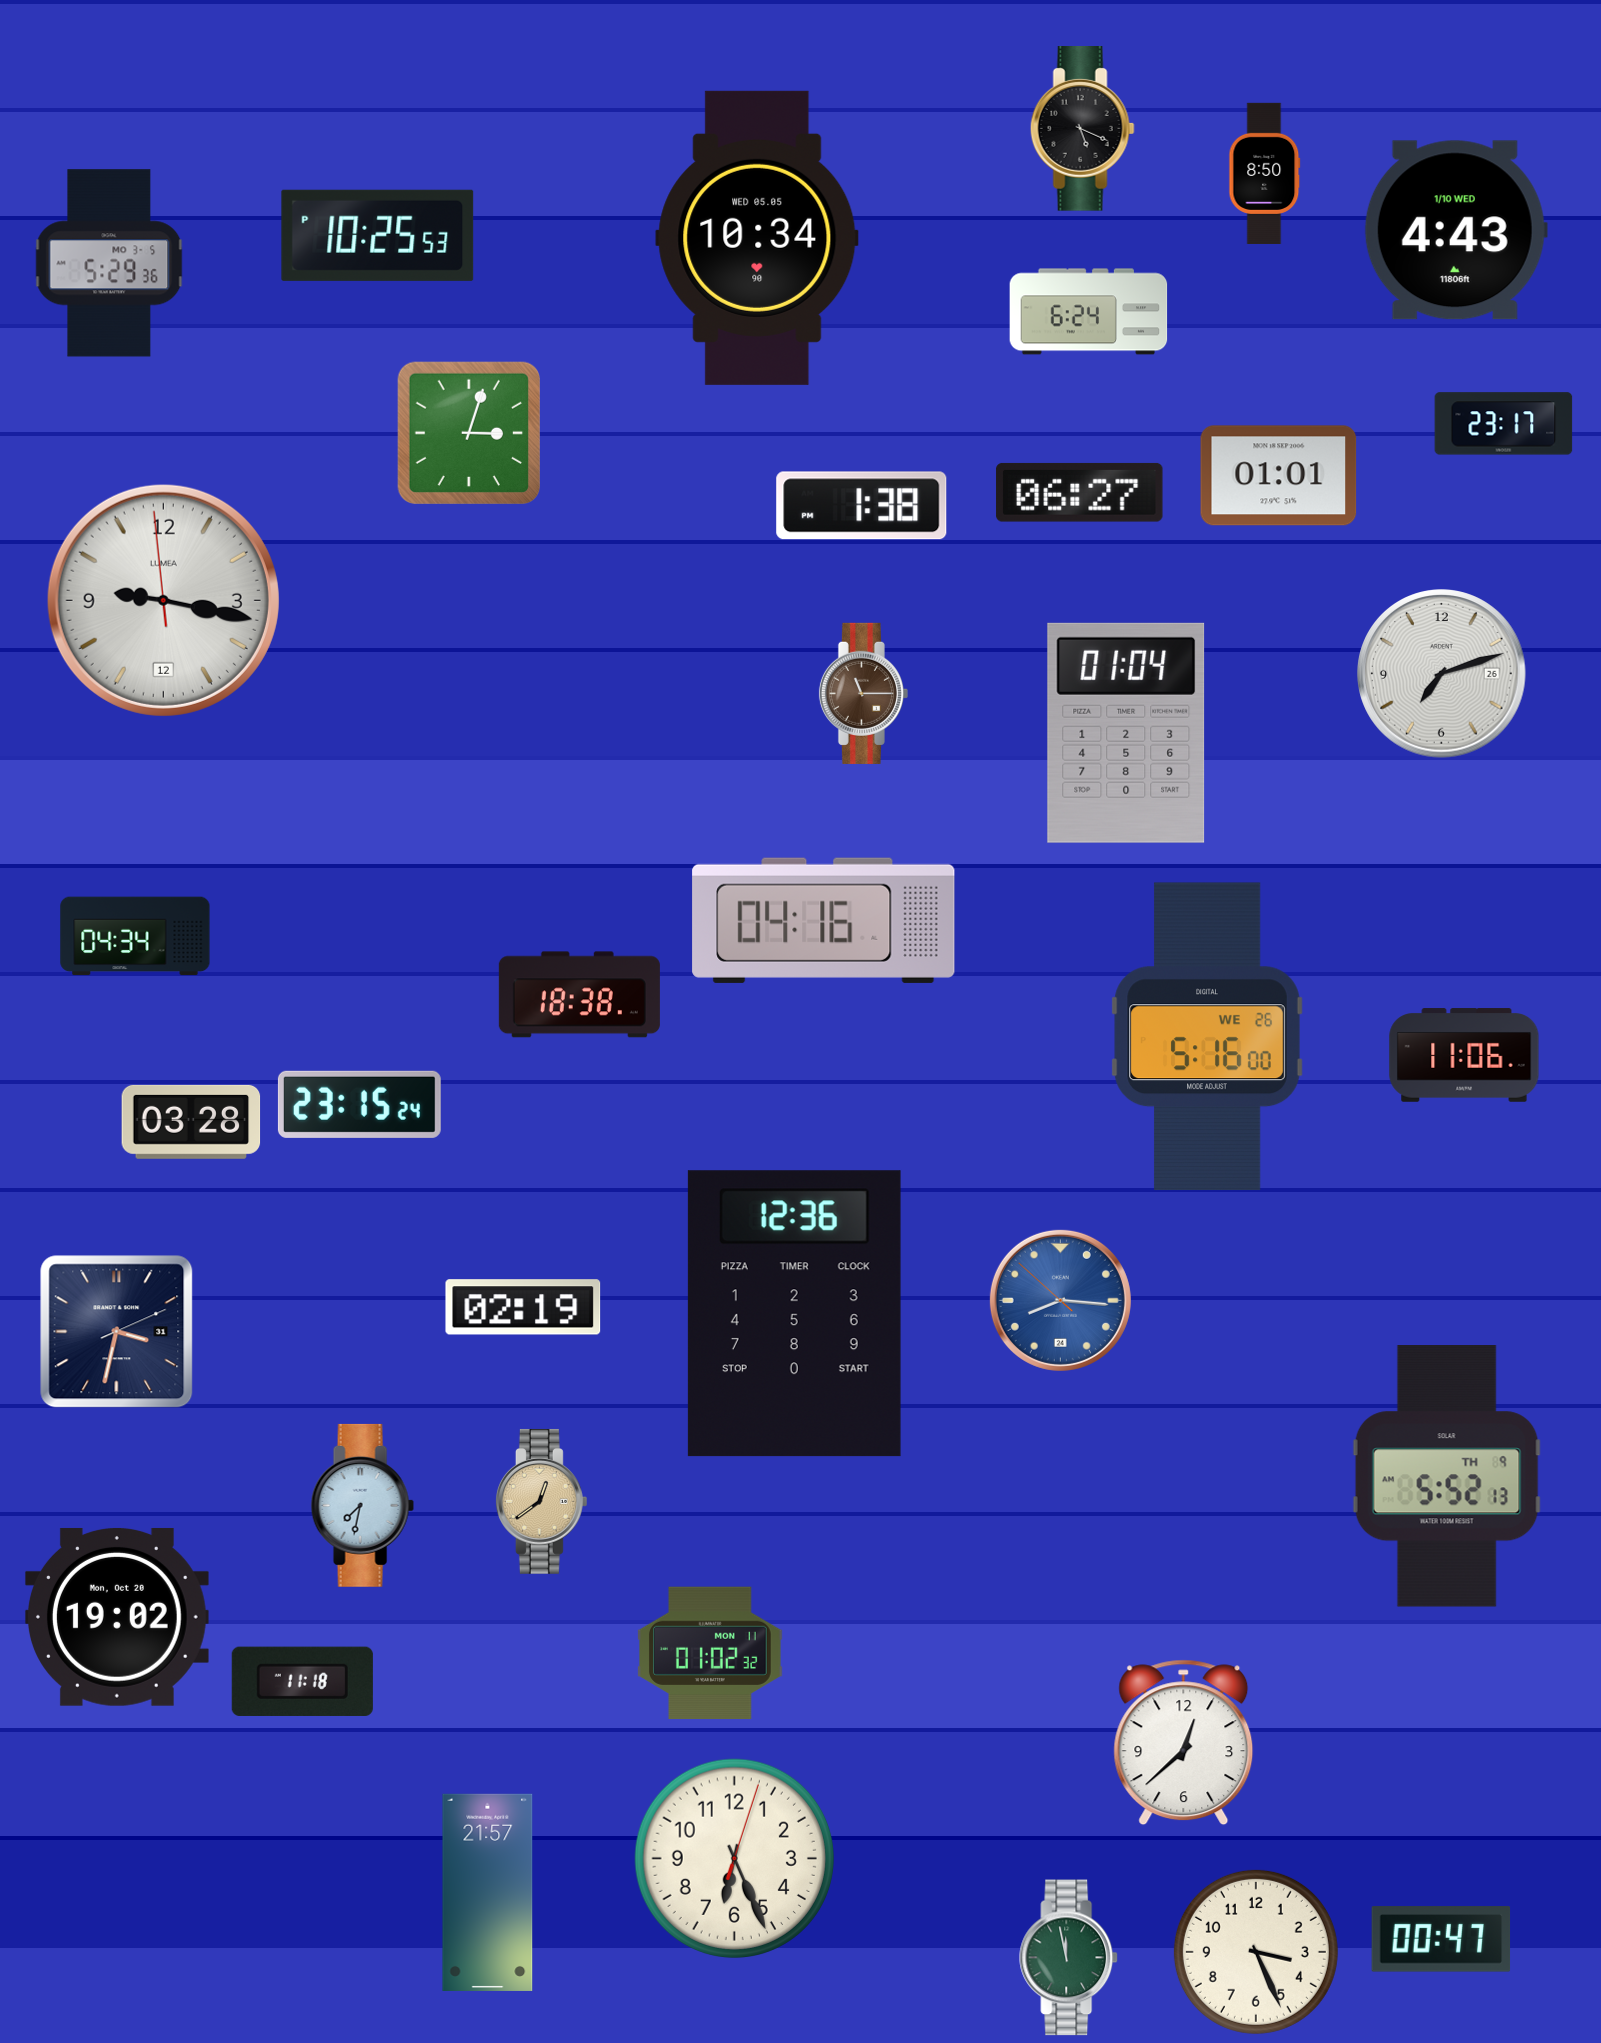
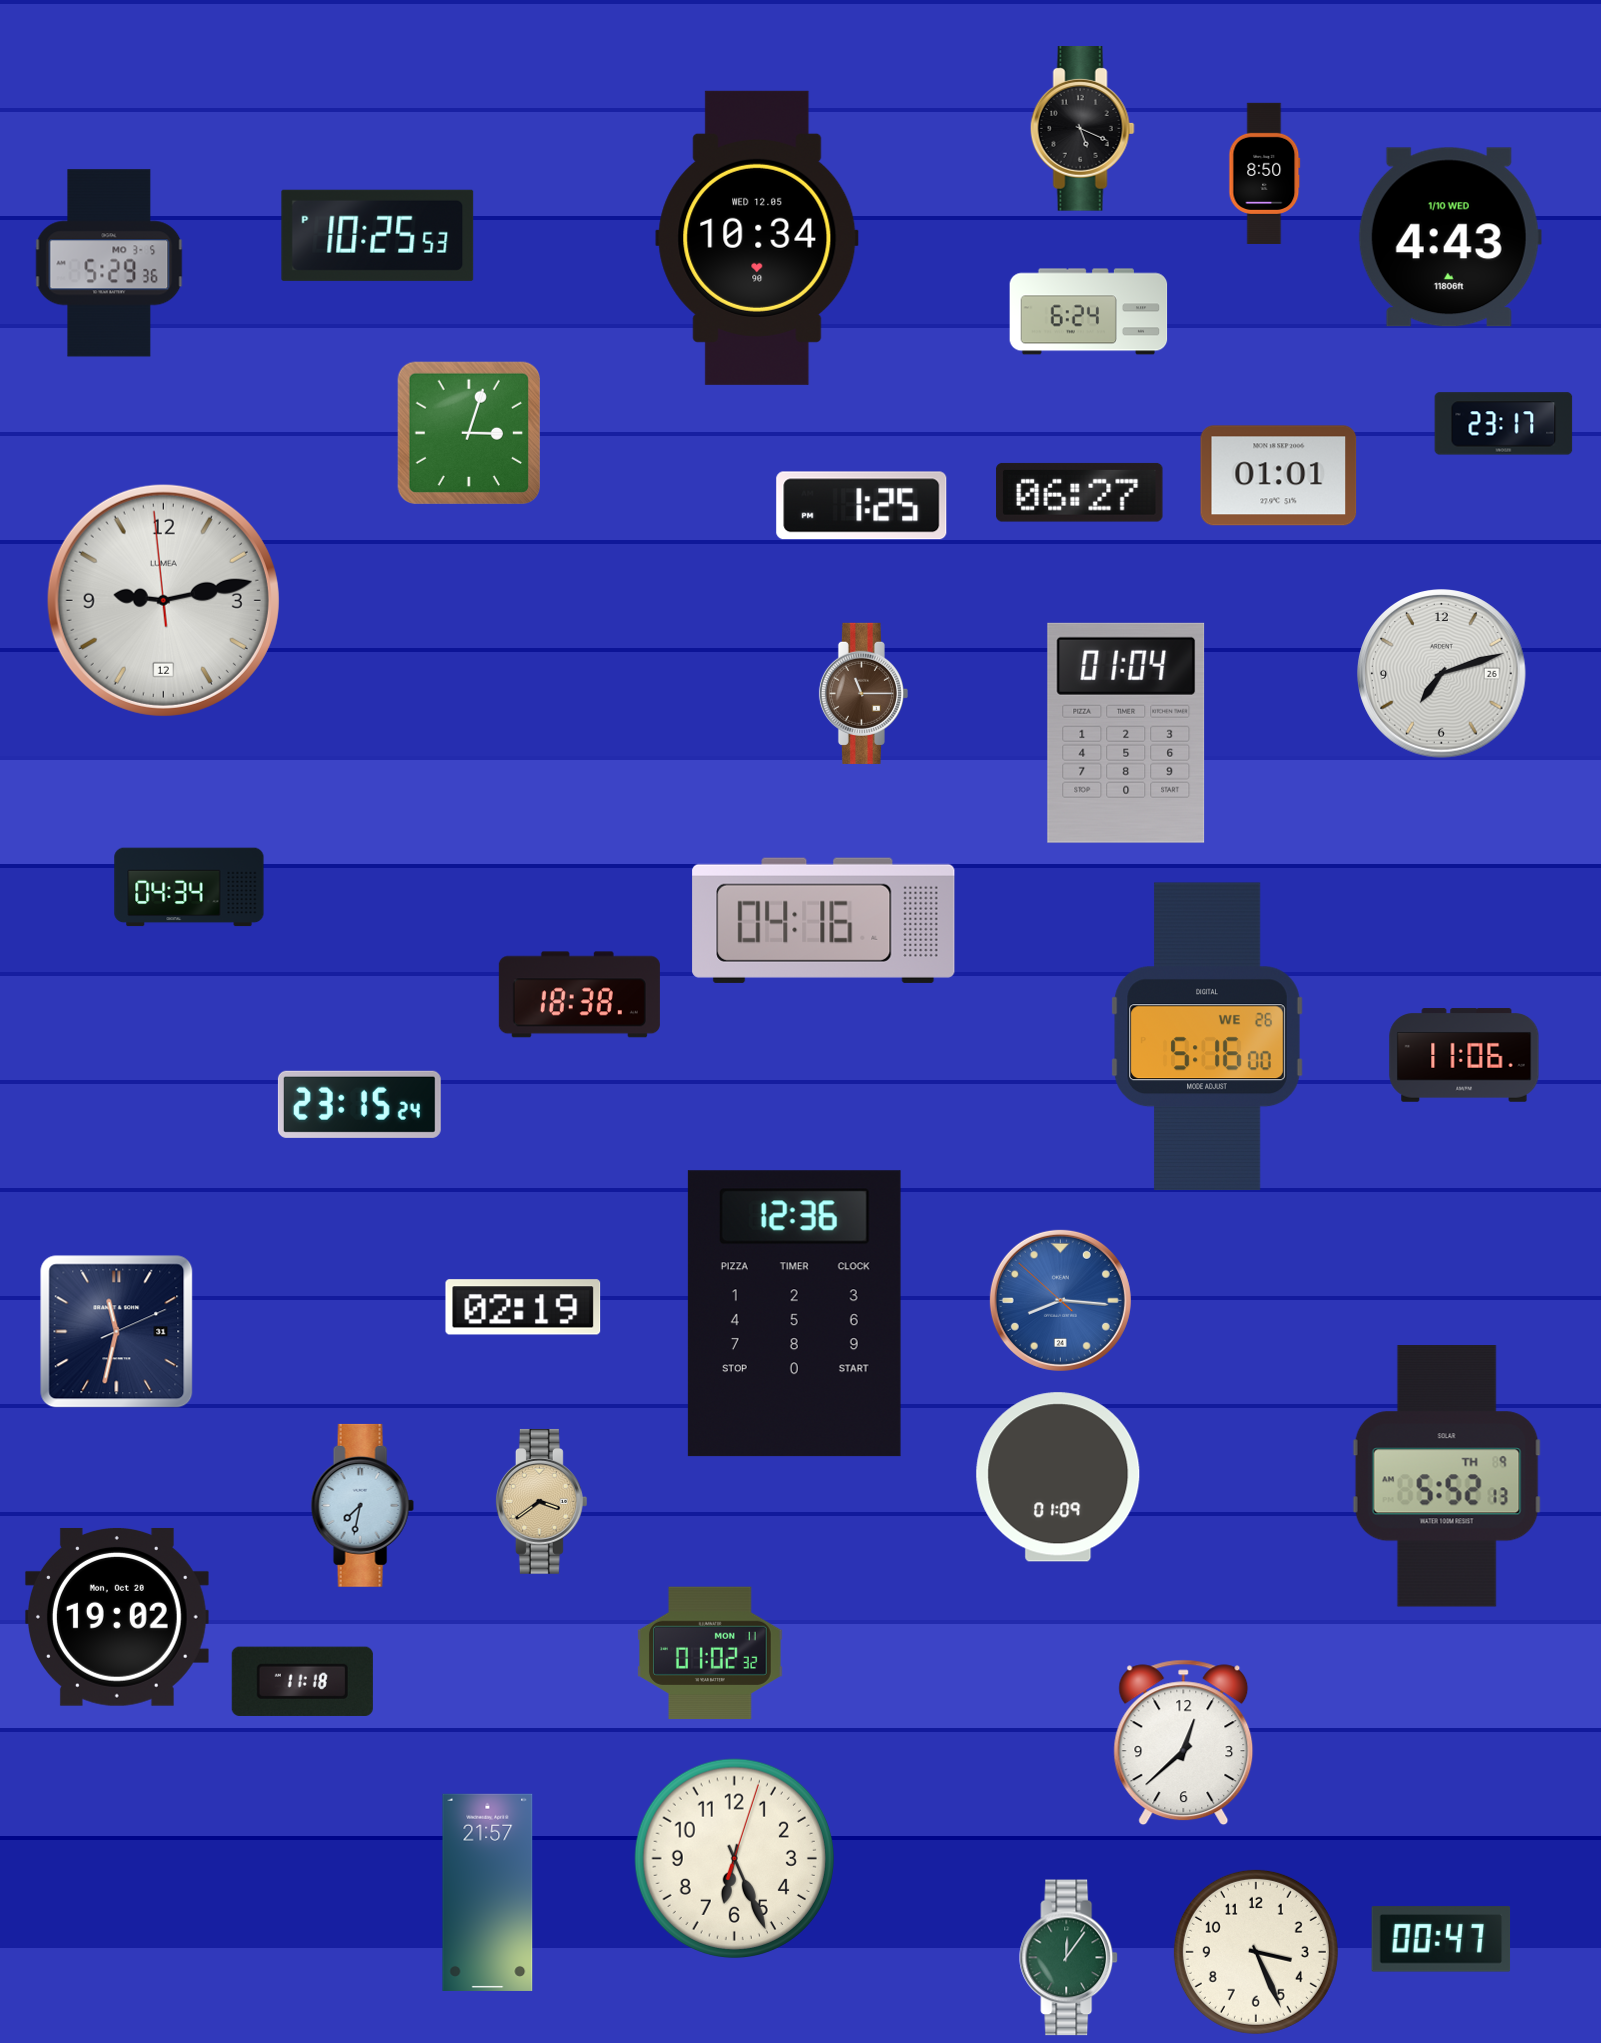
clock at (1456, 230) position: (1456, 230) -> (1450, 237)
clock at (757, 238) date: WED 05.05 -> WED 12.05
clock at (862, 506): 1:38 -> 1:25
clock at (163, 600): 9:16 -> 9:12
clock at (135, 936) position: (135, 936) -> (189, 887)
clock at (191, 1122): 03:28 -> none
clock at (117, 1332): 3:32 -> 11:32
clock at (1058, 1477): none -> 01:09
clock at (541, 1501): 12:39 -> 3:39
clock at (1069, 1958): 11:58 -> 12:06
